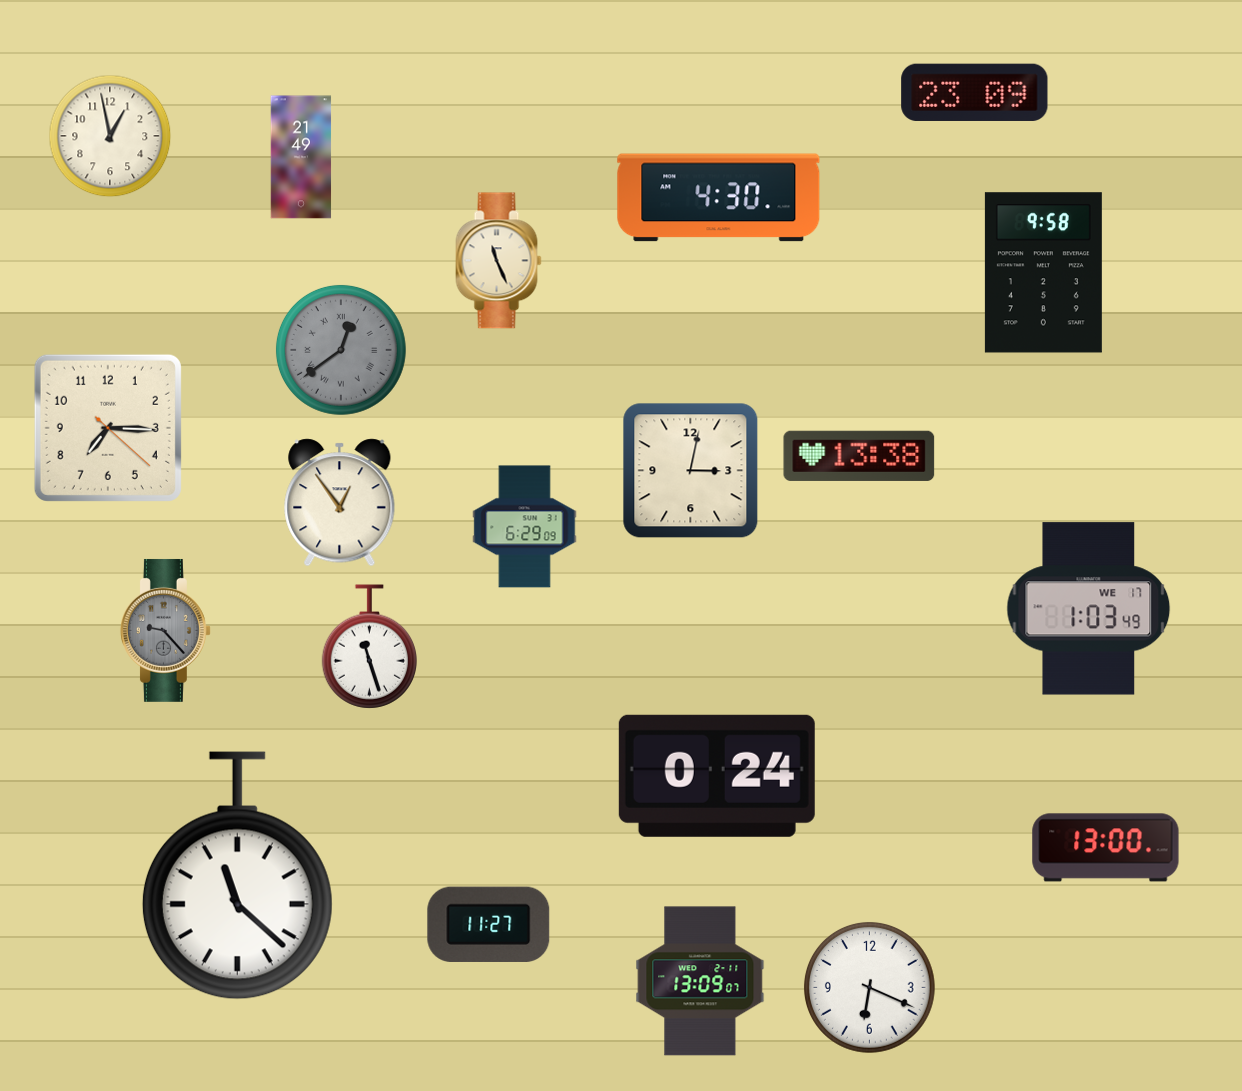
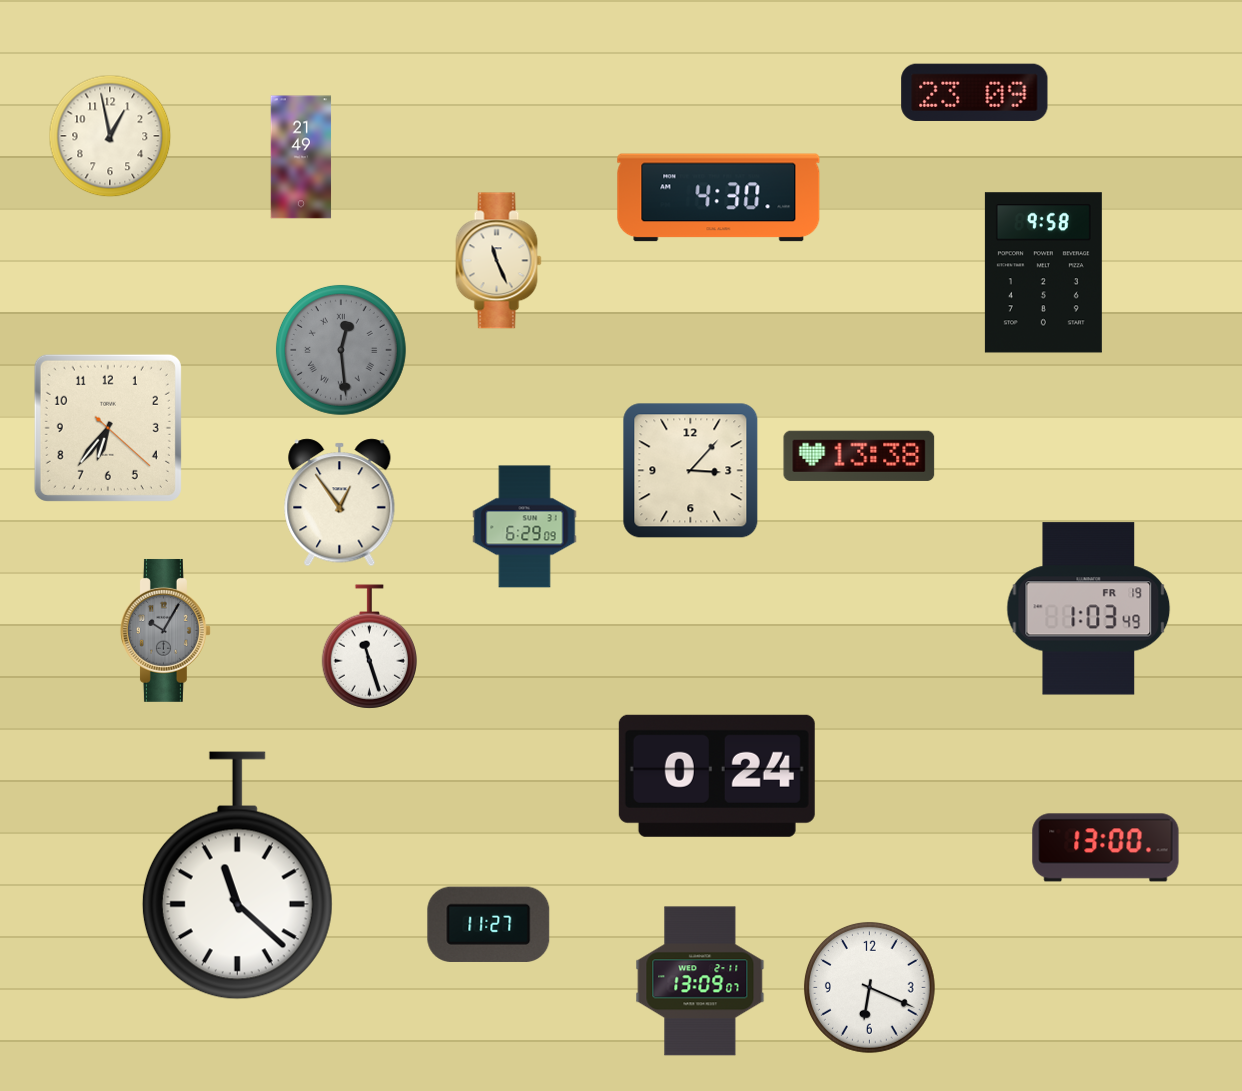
clock at (341, 350): 12:39 -> 12:29
clock at (108, 428): 7:15 -> 6:36
clock at (691, 471): 3:02 -> 3:07
clock at (1089, 609) date: WE 17 -> FR 19
clock at (165, 630): 9:23 -> 10:05
